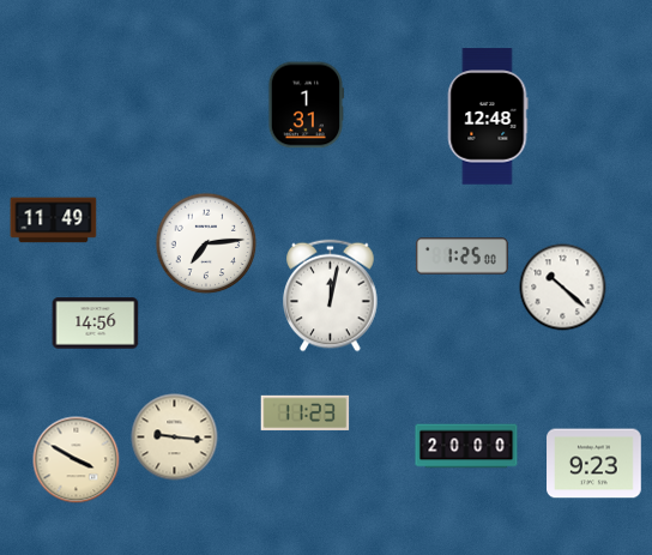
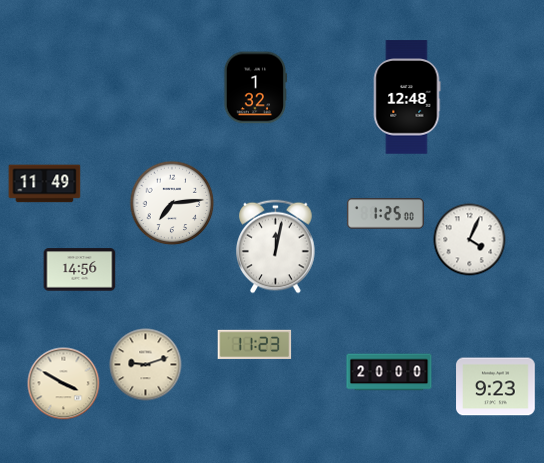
clock at (304, 105): 1:31 -> 1:32
clock at (563, 288): 10:22 -> 4:04
clock at (175, 438): 9:16 -> 9:12
